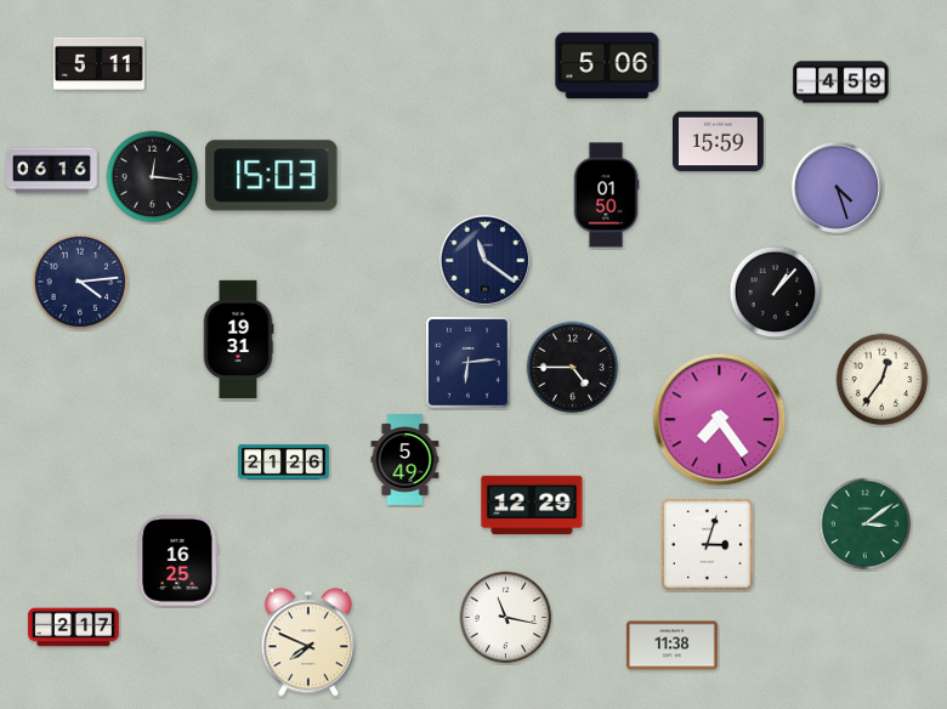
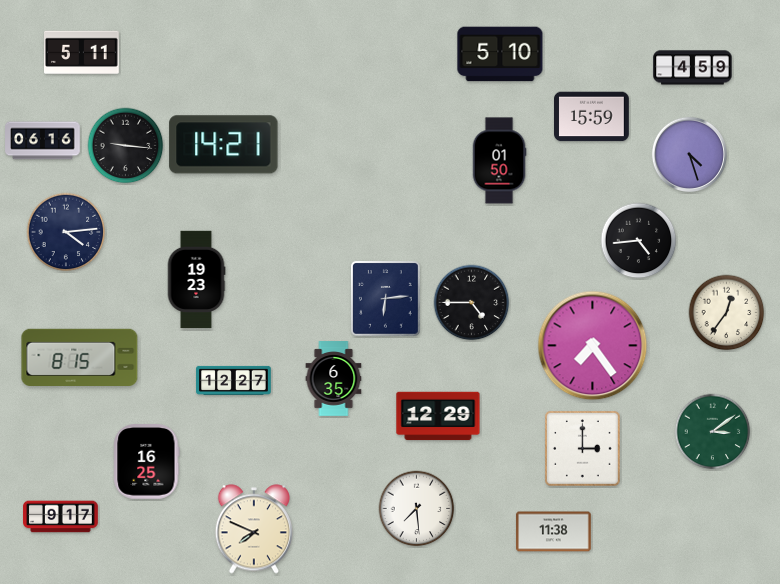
clock at (607, 66): 5:06 -> 5:10
clock at (272, 176): 15:03 -> 14:21
clock at (153, 177): 12:16 -> 9:16
clock at (484, 260): 11:21 -> none
clock at (776, 293): 1:07 -> 4:44
clock at (238, 340): 19:31 -> 19:23
clock at (80, 357): none -> 8:15
clock at (406, 460): 5:49 -> 6:35
clock at (284, 461): 21:26 -> 12:27
clock at (708, 545): 3:03 -> 3:00
clock at (506, 618): 11:17 -> 7:29
clock at (74, 628): 2:17 -> 9:17
